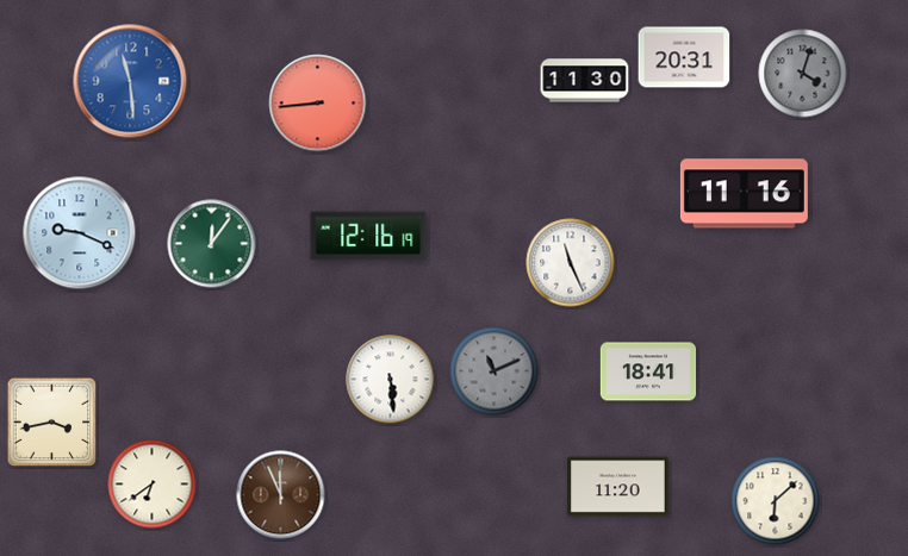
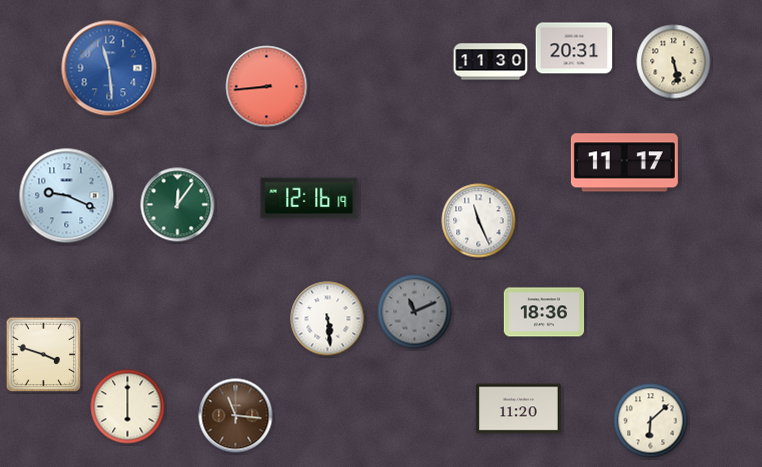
clock at (803, 74): 4:03 -> 5:28
clock at (803, 74) dial: grey -> cream
clock at (585, 81) position: (585, 81) -> (491, 62)
clock at (744, 194): 11:16 -> 11:17
clock at (648, 371): 18:41 -> 18:36
clock at (52, 423): 3:43 -> 3:48
clock at (153, 485): 6:39 -> 6:00
clock at (281, 495): 11:56 -> 11:16
